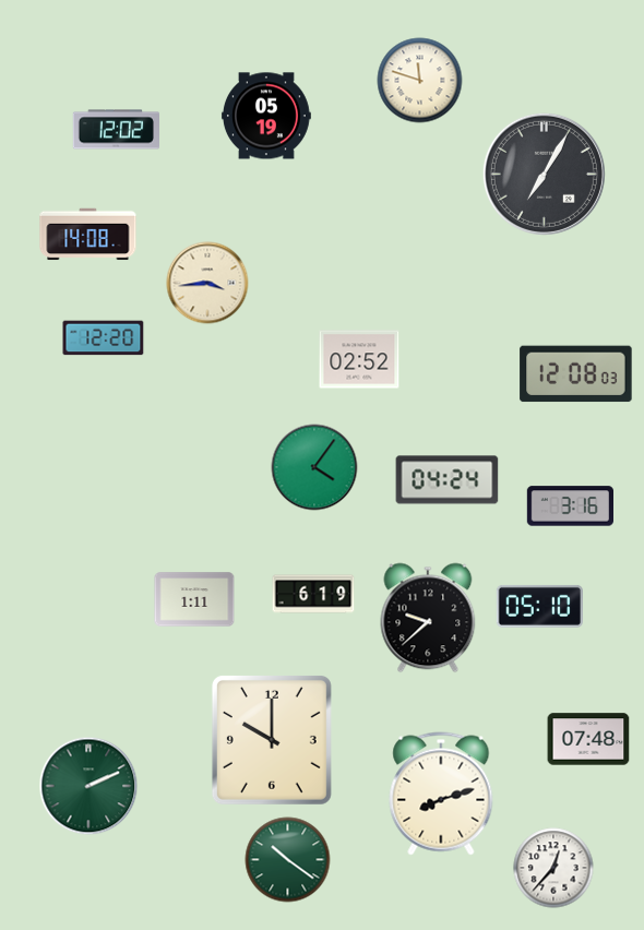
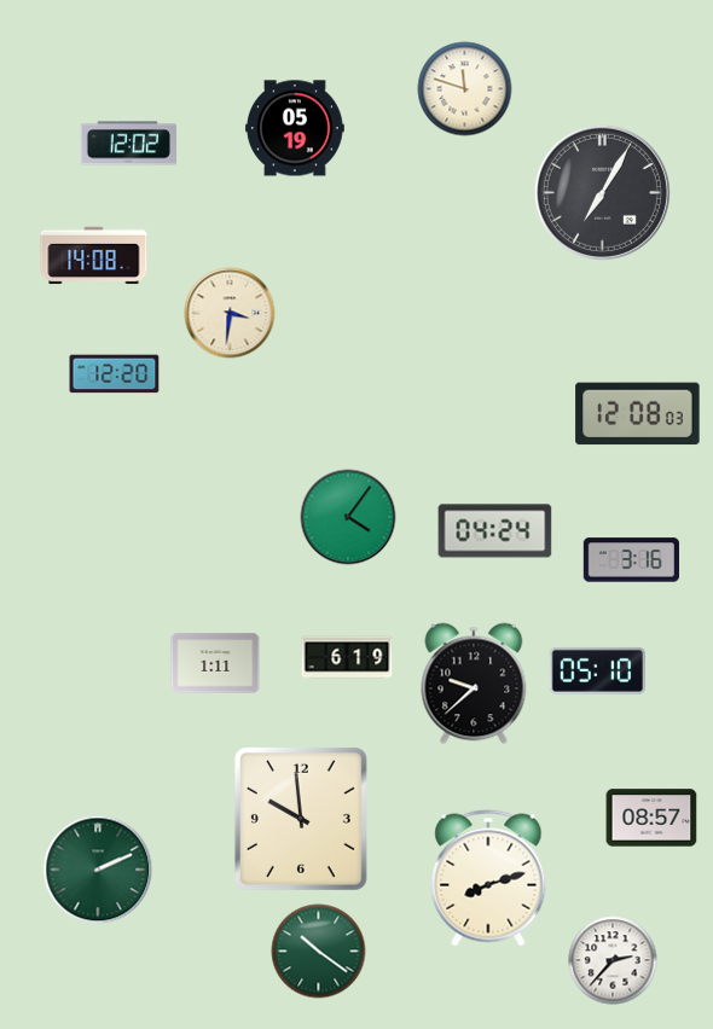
clock at (88, 235) position: (88, 235) -> (94, 256)
clock at (207, 283): 3:44 -> 3:31
clock at (359, 359): 02:52 -> none
clock at (588, 739): 07:48 -> 08:57
clock at (272, 740): 10:00 -> 9:59
clock at (553, 868): 12:37 -> 2:37
